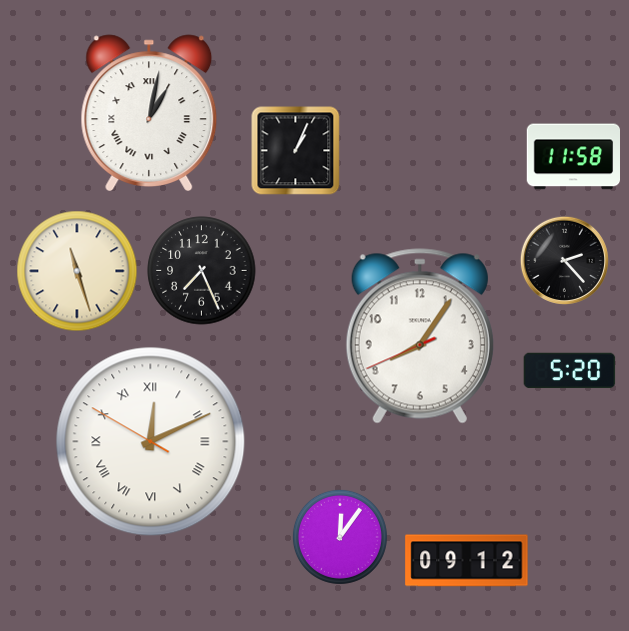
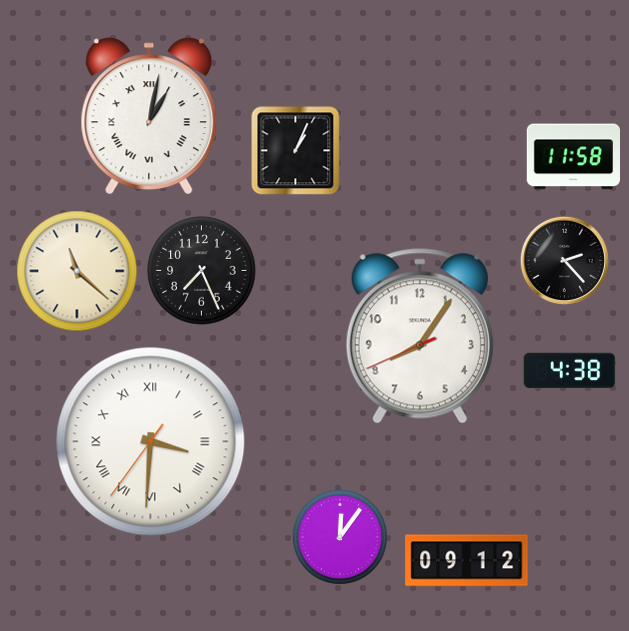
clock at (149, 113) position: (149, 113) -> (149, 116)
clock at (77, 271): 11:27 -> 11:22
clock at (570, 371): 5:20 -> 4:38
clock at (151, 442): 12:10 -> 3:30
